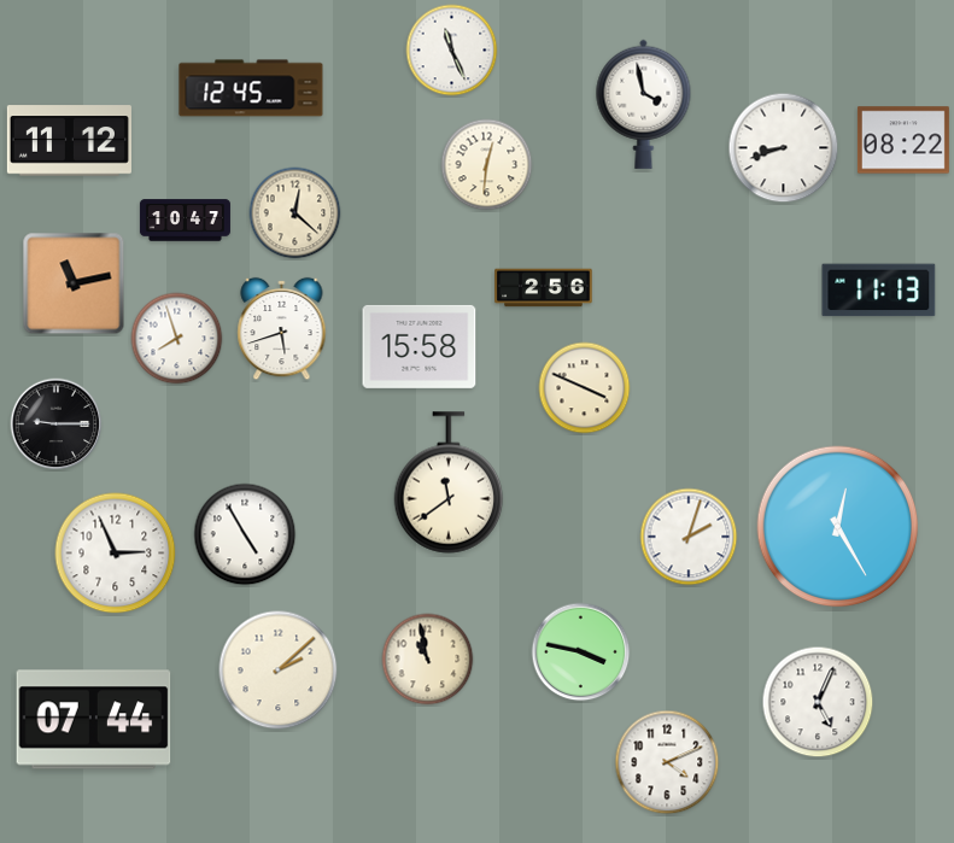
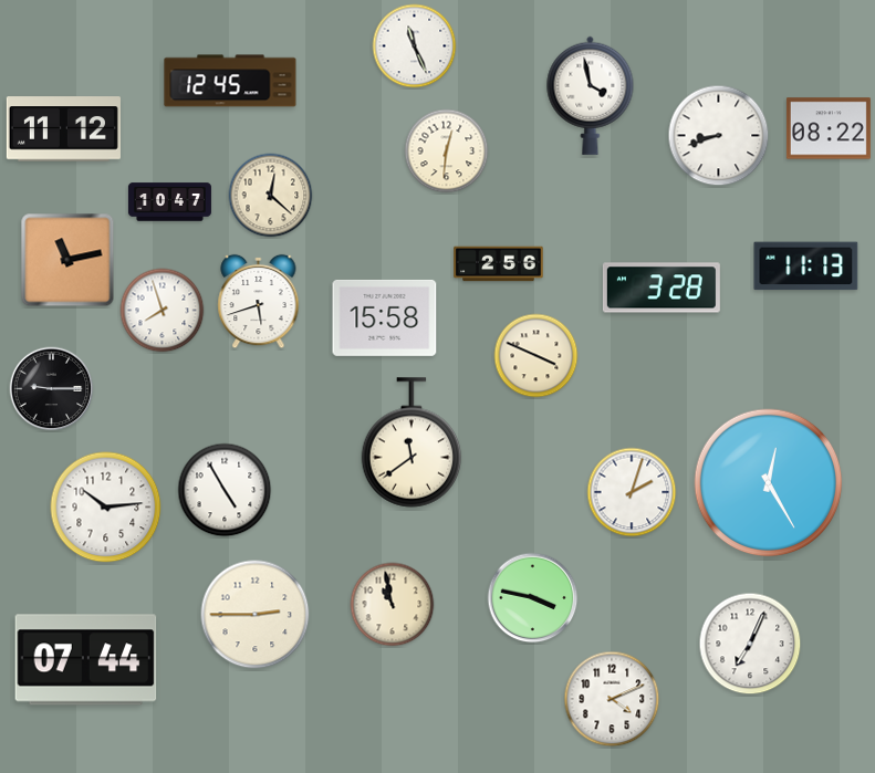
clock at (662, 288): none -> 3:28
clock at (116, 554): 2:56 -> 10:14
clock at (279, 671): 2:08 -> 2:45
clock at (818, 702): 5:04 -> 7:04
